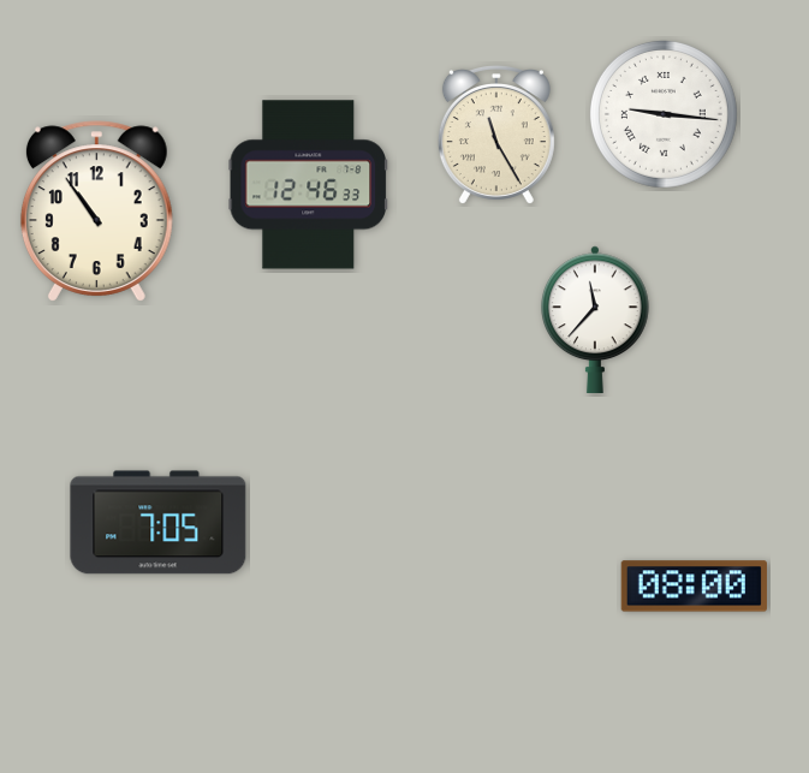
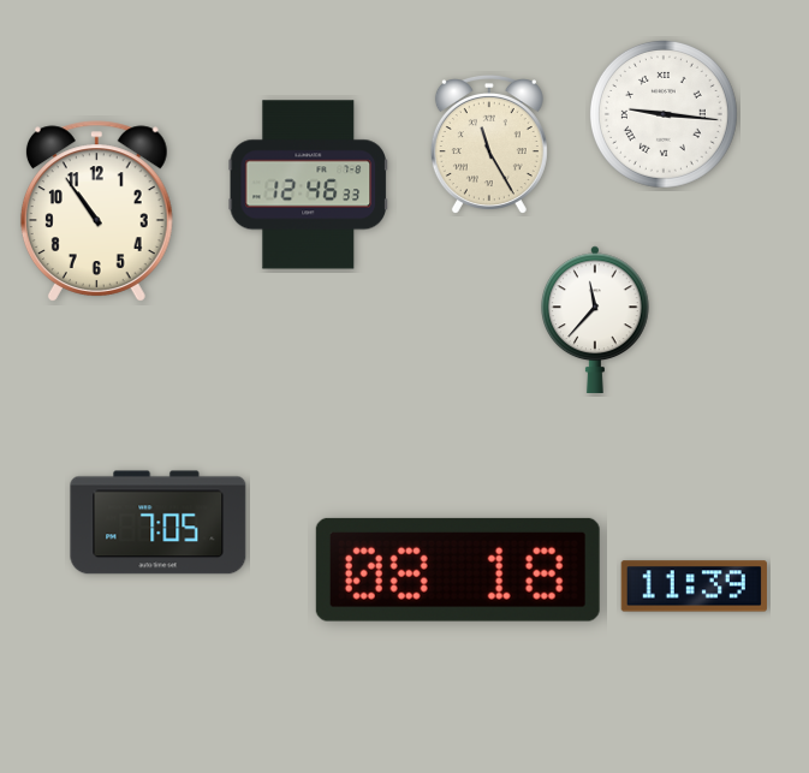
clock at (496, 135) position: (496, 135) -> (489, 144)
clock at (458, 570): none -> 08:18
clock at (694, 587): 08:00 -> 11:39
